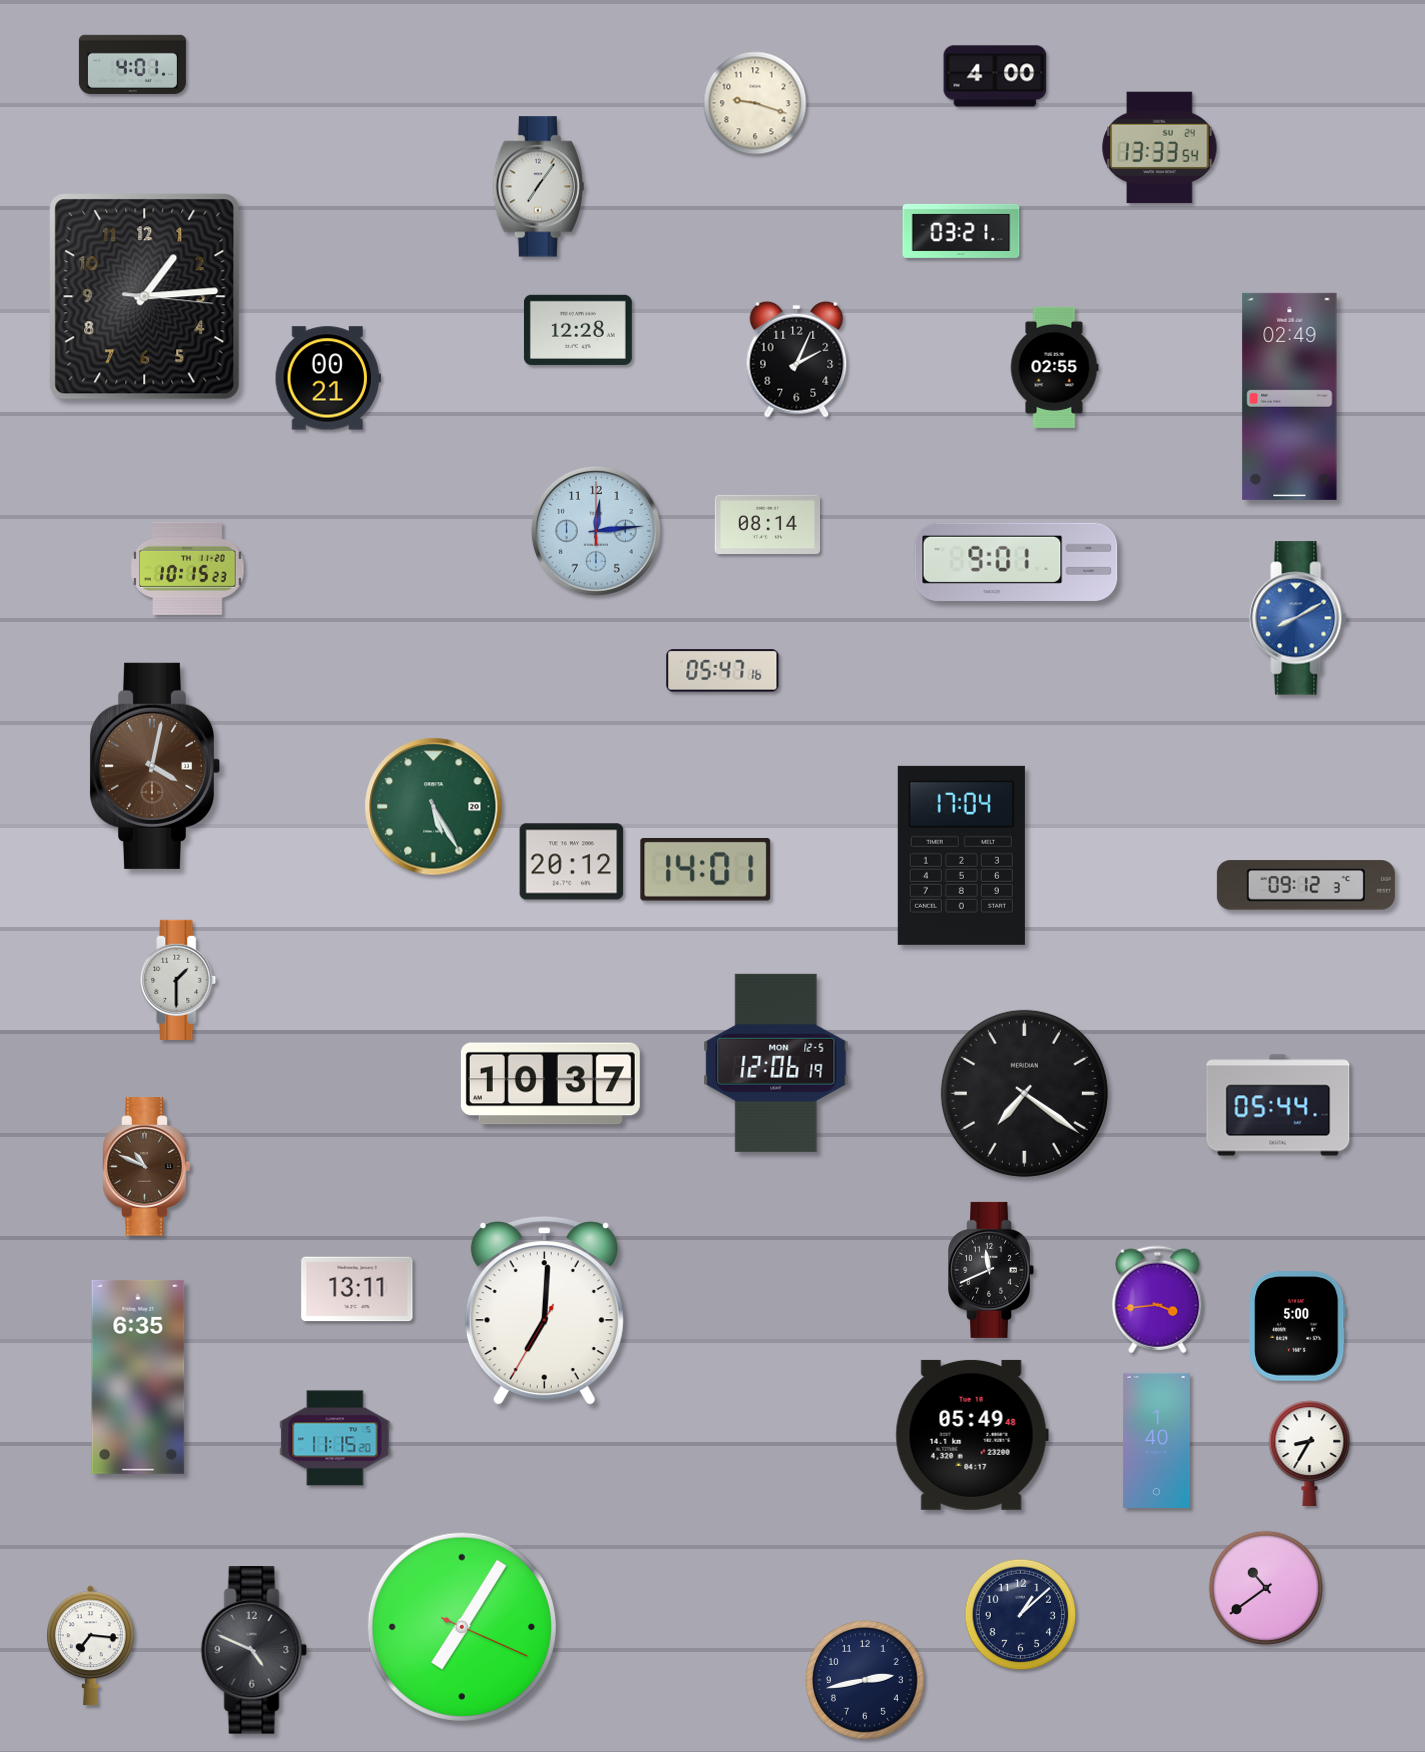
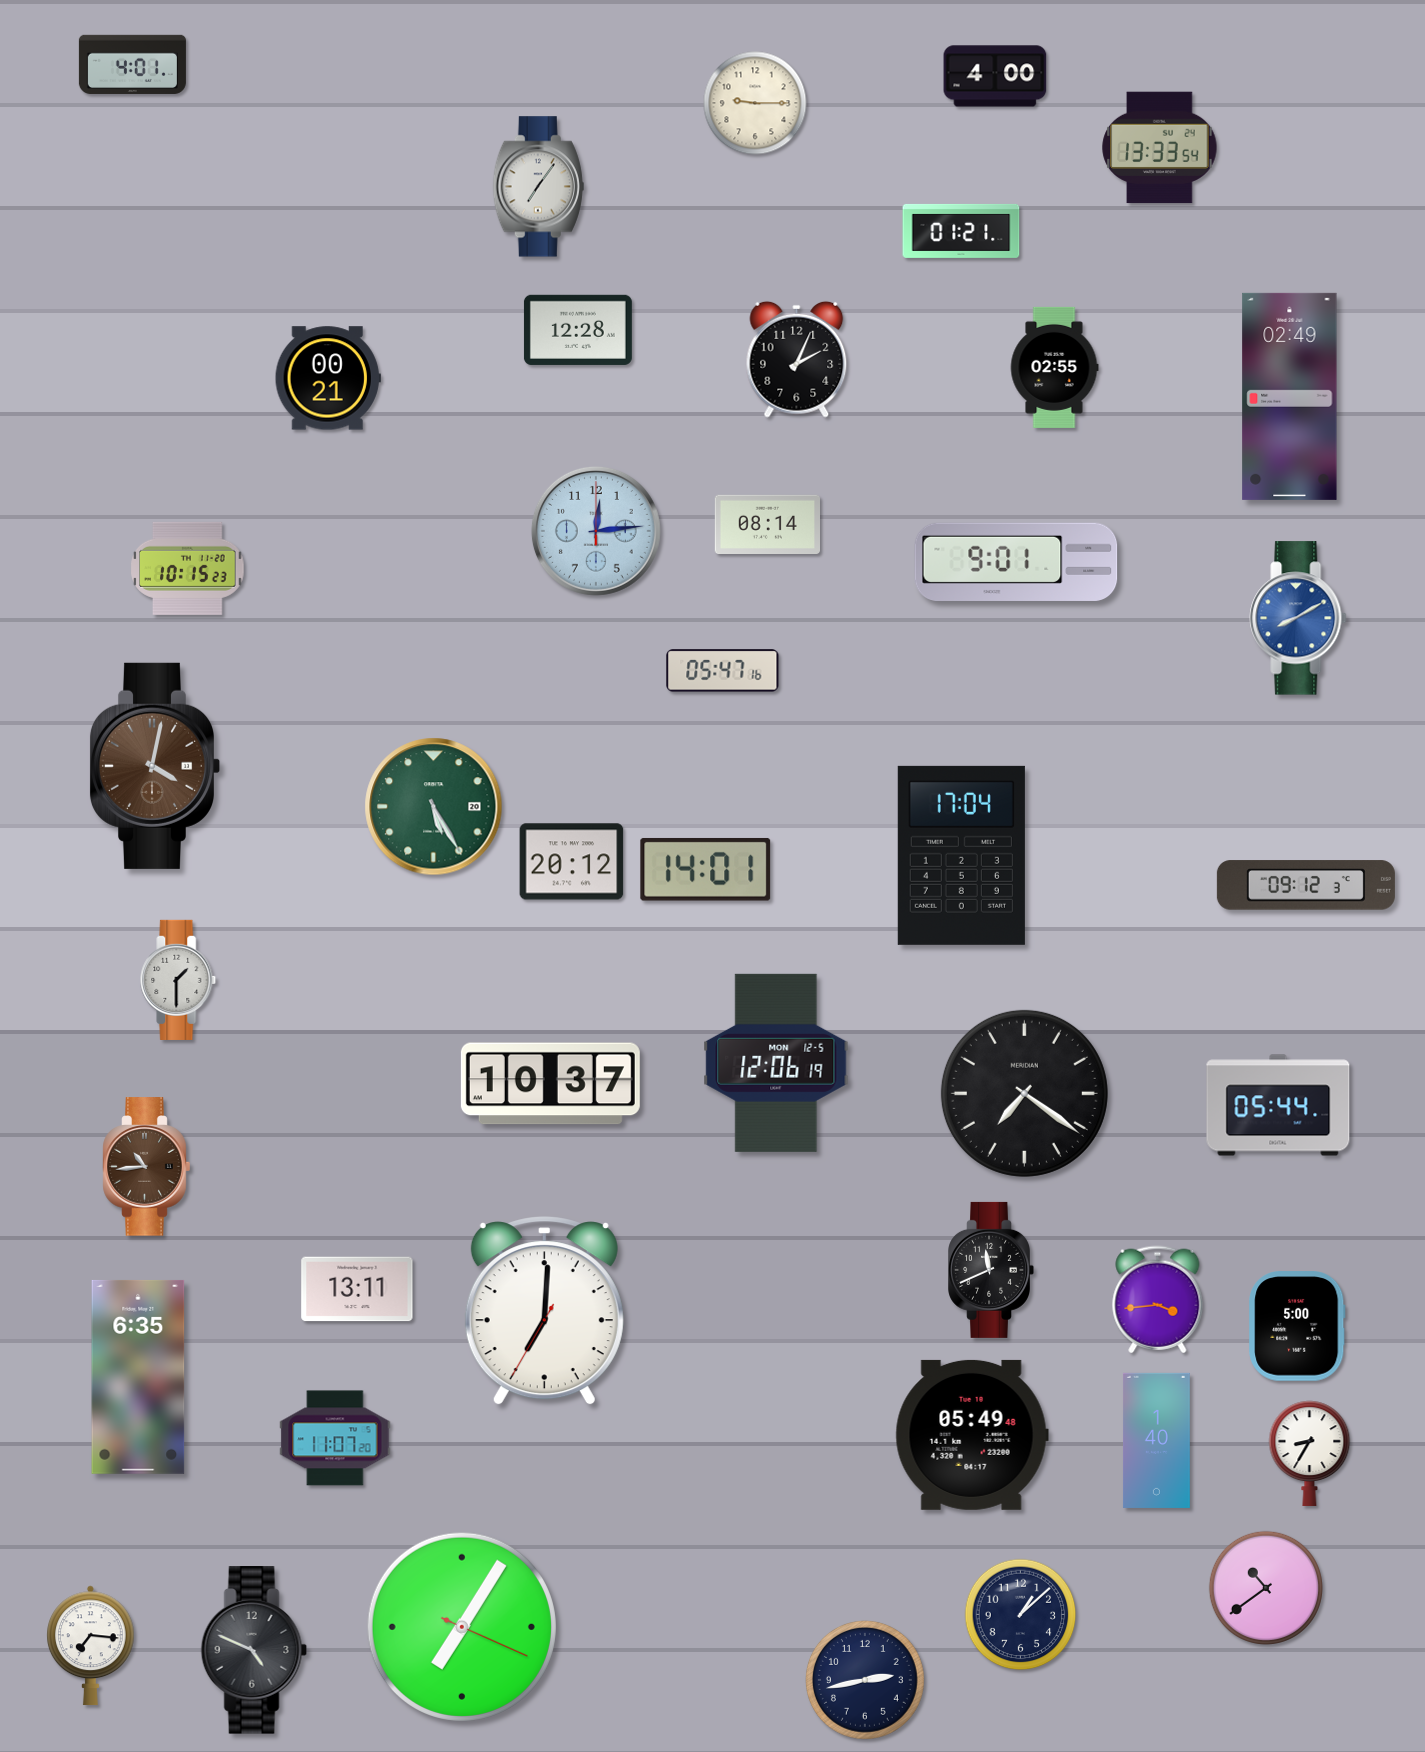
clock at (755, 103): 9:18 -> 9:15
clock at (961, 231): 03:21 -> 01:21
clock at (145, 297): 1:14 -> none
clock at (147, 1167): 10:49 -> 10:44
clock at (335, 1438): 11:15 -> 11:07
